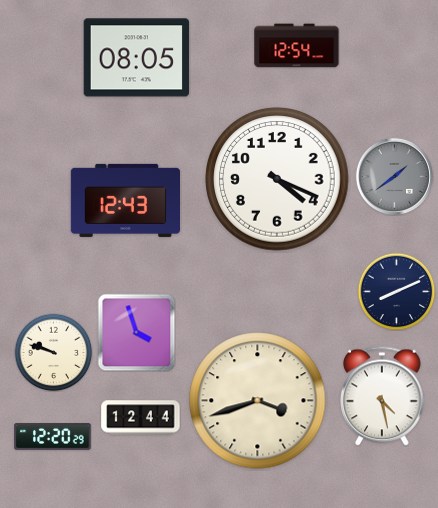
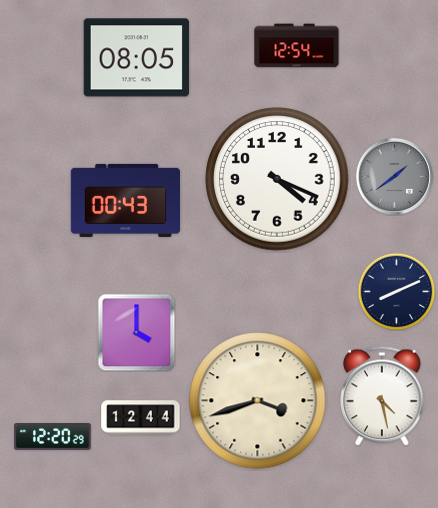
clock at (125, 200): 12:43 -> 00:43
clock at (136, 332): 3:57 -> 4:00
clock at (53, 352): 9:48 -> none
